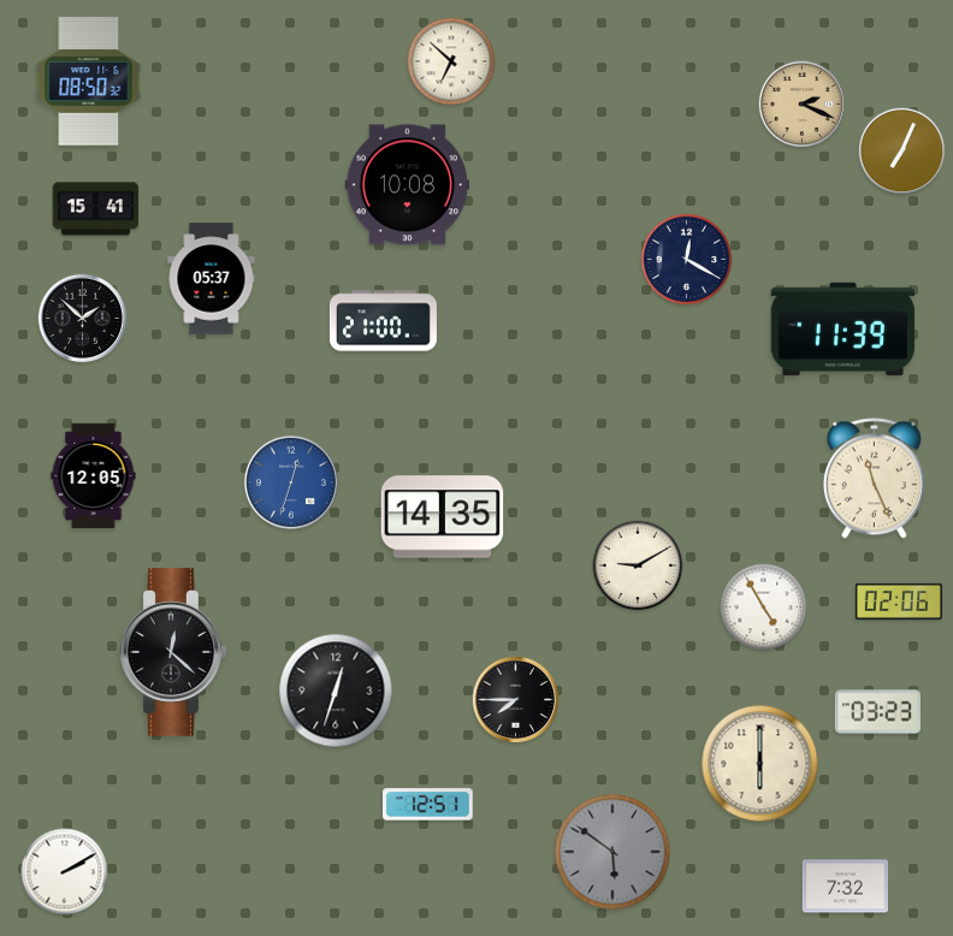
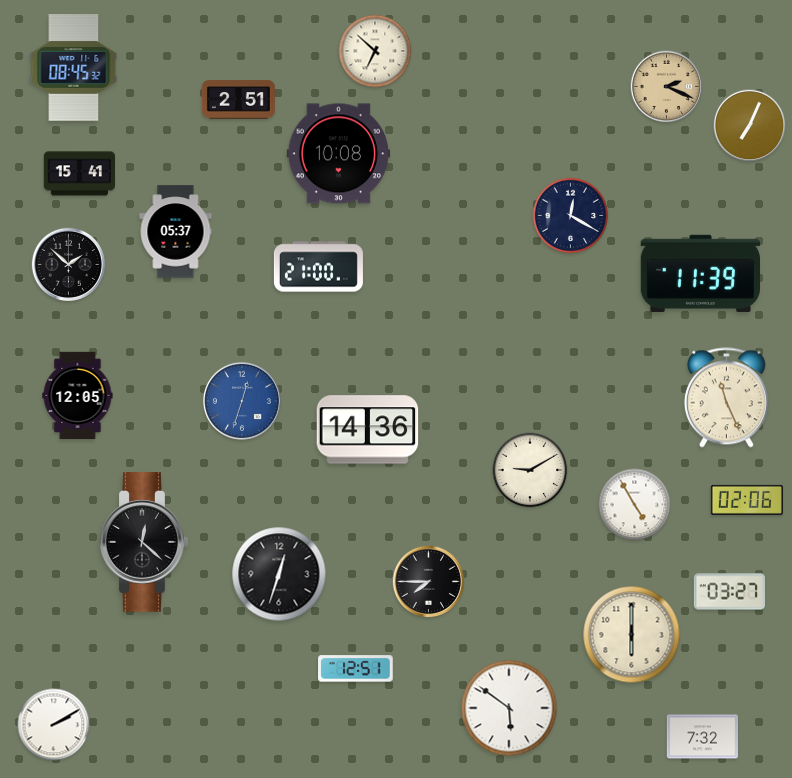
clock at (89, 82): 08:50 -> 08:45
clock at (238, 100): none -> 2:51
clock at (443, 517): 14:35 -> 14:36
clock at (877, 712): 03:23 -> 03:27
clock at (612, 852) dial: grey -> white
